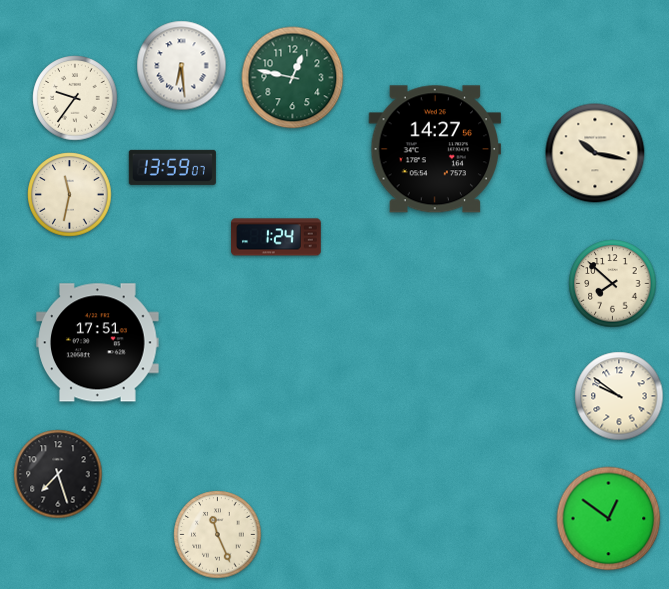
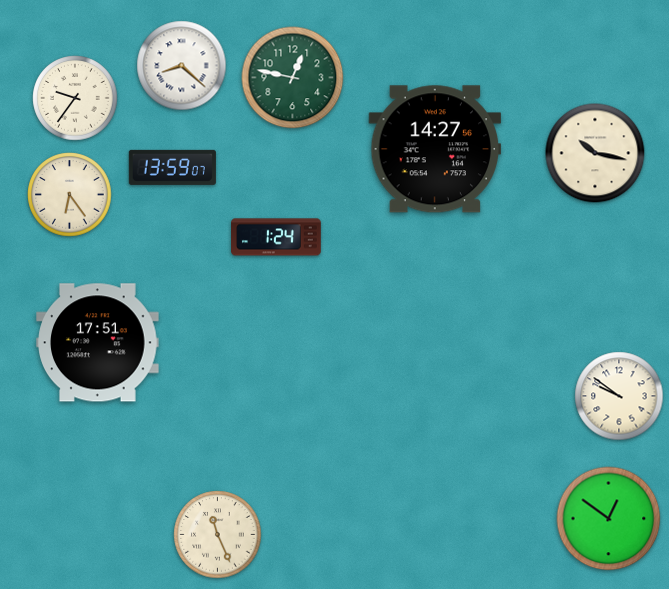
clock at (182, 66): 6:29 -> 8:22
clock at (70, 195): 11:32 -> 6:24
clock at (613, 284): 7:52 -> none
clock at (58, 474): 7:27 -> none
